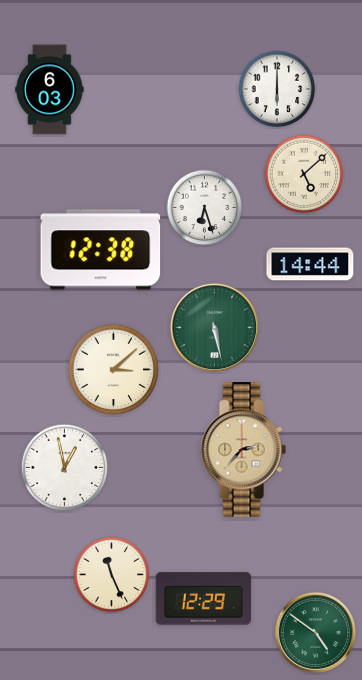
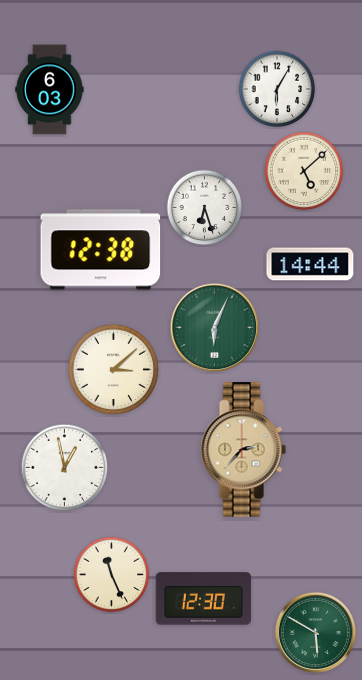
clock at (277, 89): 6:00 -> 6:05
clock at (304, 174) position: (304, 174) -> (304, 171)
clock at (215, 328): 5:28 -> 6:04
clock at (204, 599): 12:29 -> 12:30
clock at (315, 632): 4:51 -> 5:50
